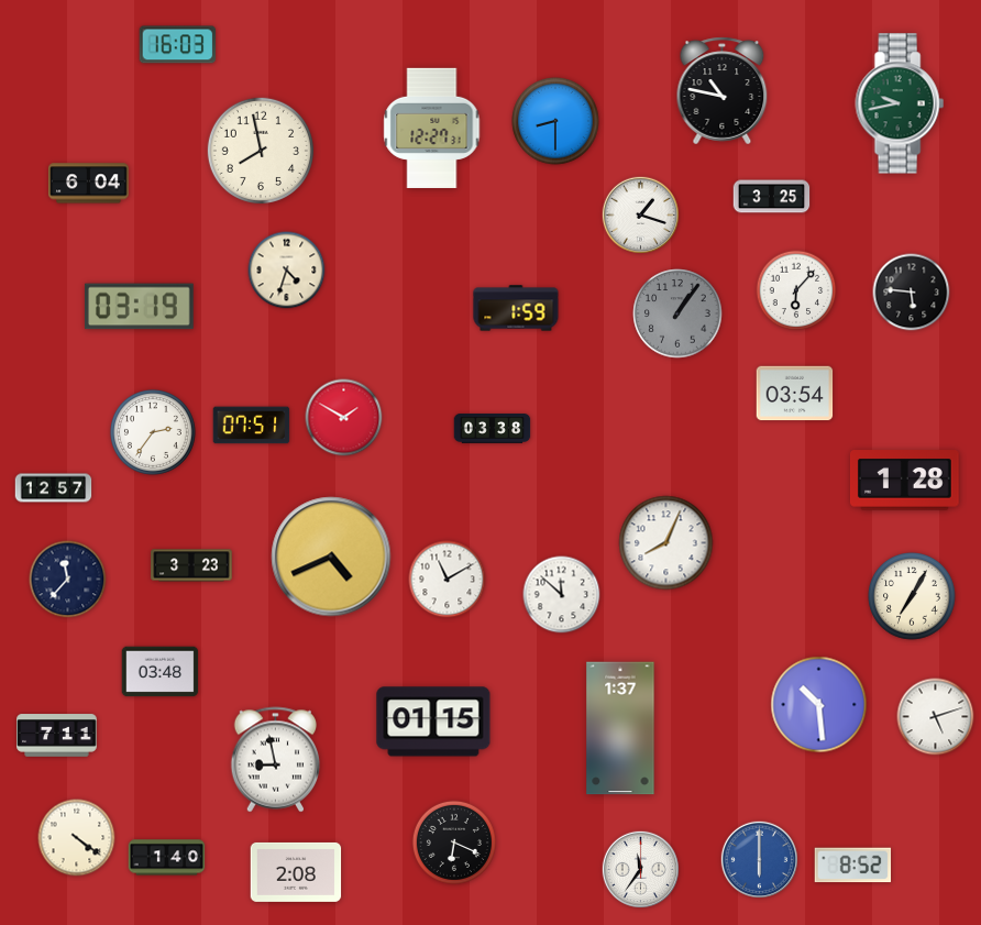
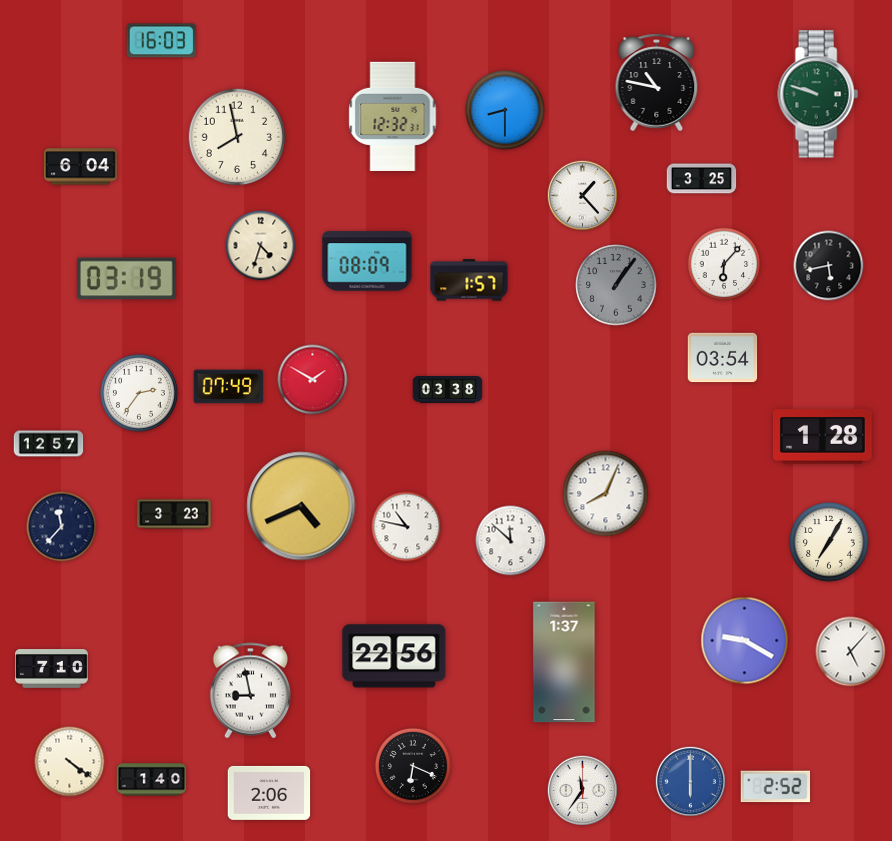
clock at (900, 103): 9:43 -> 9:48
clock at (432, 128): 12:27 -> 12:32
clock at (641, 216): 1:18 -> 1:23
clock at (367, 261): none -> 08:09
clock at (912, 293): 5:46 -> 5:43
clock at (516, 308): 1:59 -> 1:57
clock at (252, 426): 07:51 -> 07:49
clock at (448, 580): 11:10 -> 10:47
clock at (161, 672): 03:48 -> none
clock at (819, 705): 10:29 -> 9:20
clock at (936, 717): 5:12 -> 5:07
clock at (433, 722): 01:15 -> 22:56
clock at (57, 736): 7:11 -> 7:10
clock at (853, 866): 8:52 -> 2:52
clock at (296, 872): 2:08 -> 2:06
